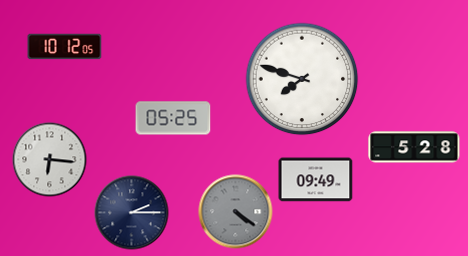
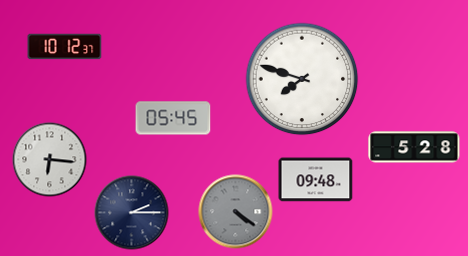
clock at (65, 47): 10:12:05 -> 10:12:37
clock at (173, 118): 05:25 -> 05:45
clock at (316, 180): 09:49 -> 09:48
